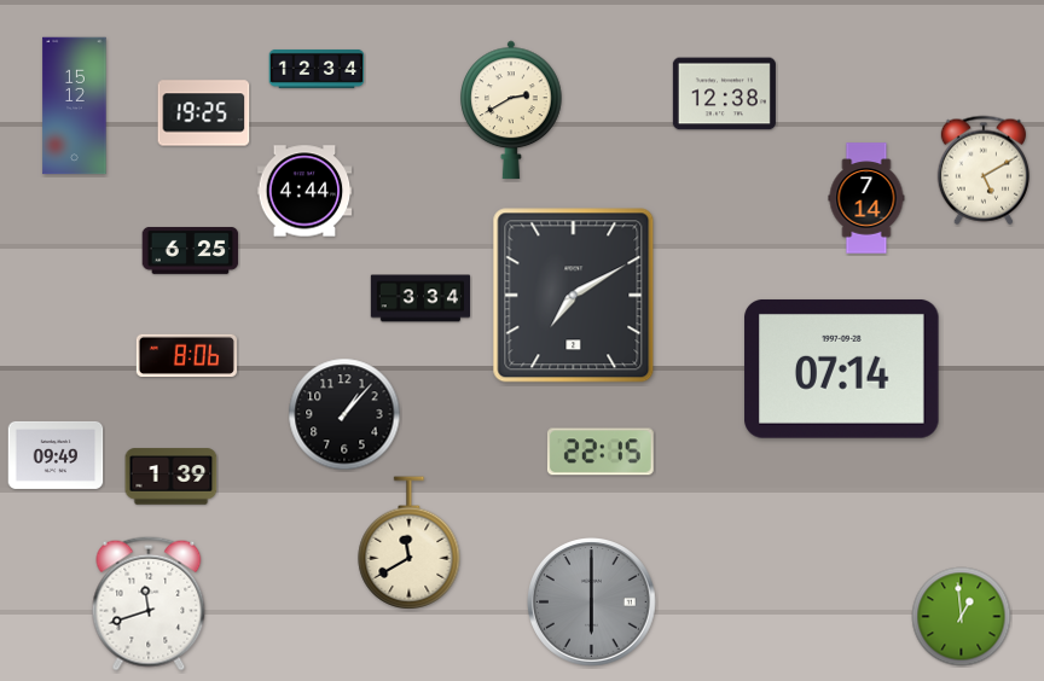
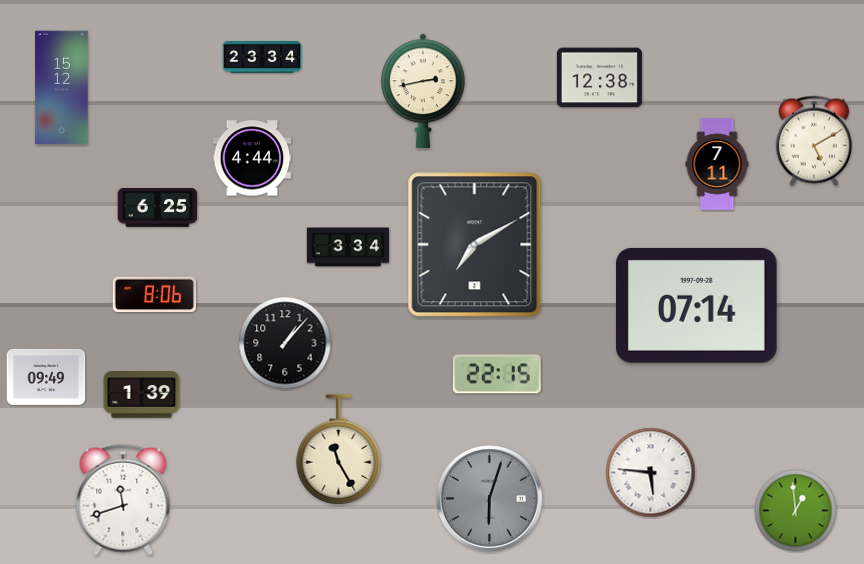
clock at (317, 69): 12:34 -> 23:34
clock at (511, 110): 2:40 -> 2:43
clock at (204, 113): 19:25 -> none
clock at (866, 198): 7:14 -> 7:11
clock at (410, 543): 11:40 -> 11:25
clock at (651, 473): none -> 5:46
clock at (592, 603): 6:00 -> 6:03
